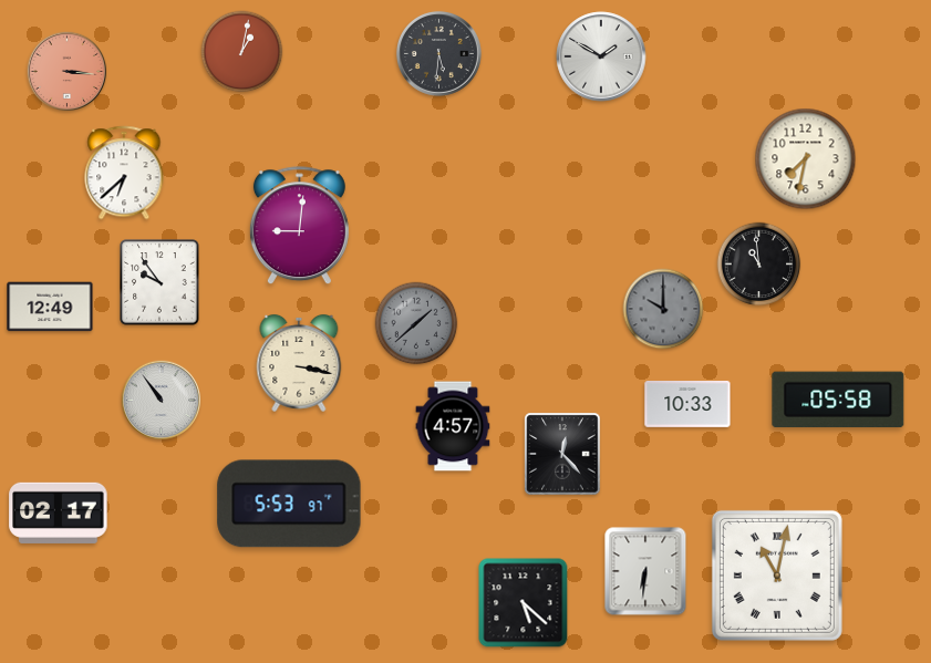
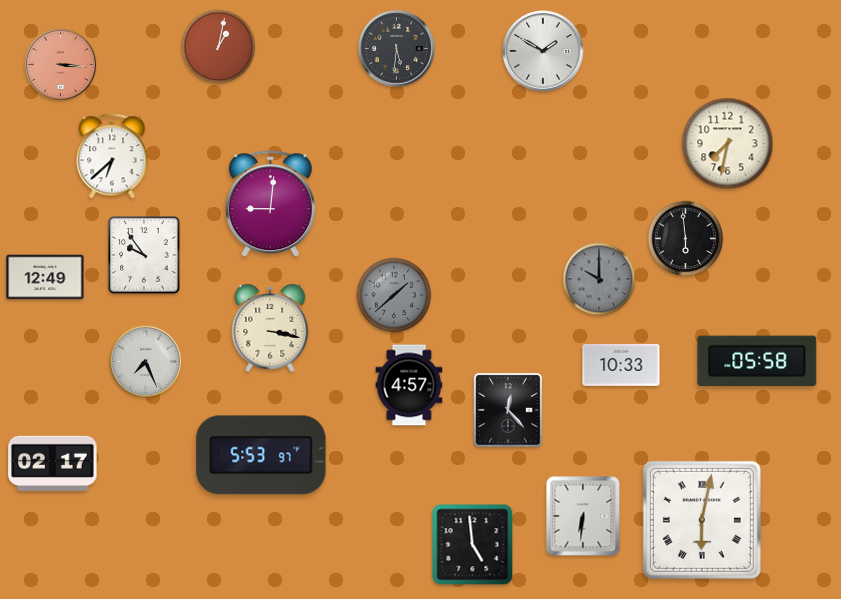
clock at (759, 265): 10:59 -> 5:59
clock at (416, 323) position: (416, 323) -> (394, 295)
clock at (162, 401): 10:54 -> 7:26
clock at (777, 576): 11:02 -> 6:02
clock at (524, 603): 5:22 -> 4:59
